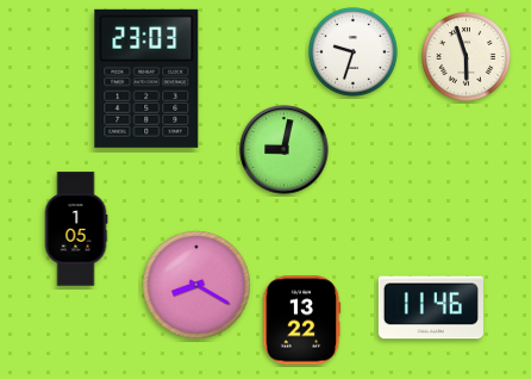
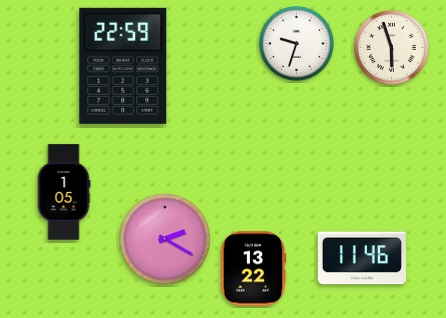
clock at (146, 79): 23:03 -> 22:59
clock at (285, 150): 9:02 -> none
clock at (196, 285): 8:20 -> 2:20
